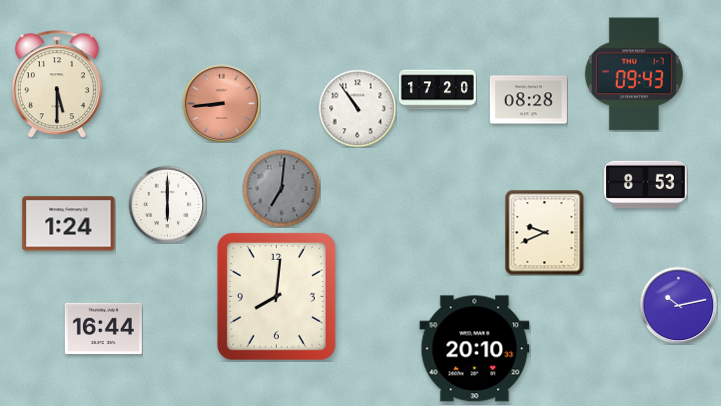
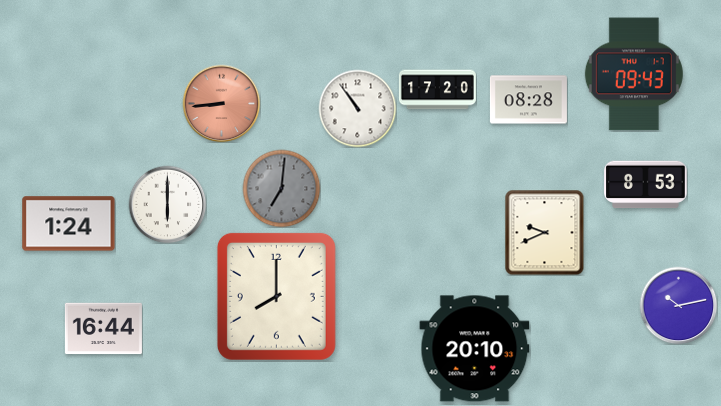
clock at (57, 84): 5:30 -> none
clock at (276, 296): 8:01 -> 8:00
